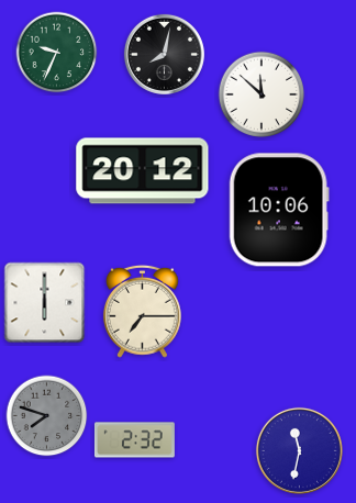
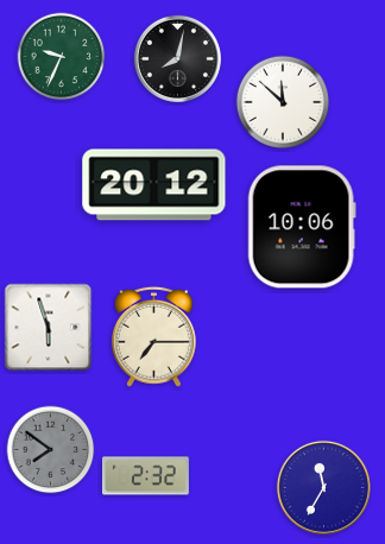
clock at (45, 303): 6:00 -> 5:57
clock at (47, 416): 7:48 -> 7:51
clock at (299, 450): 11:32 -> 11:35
